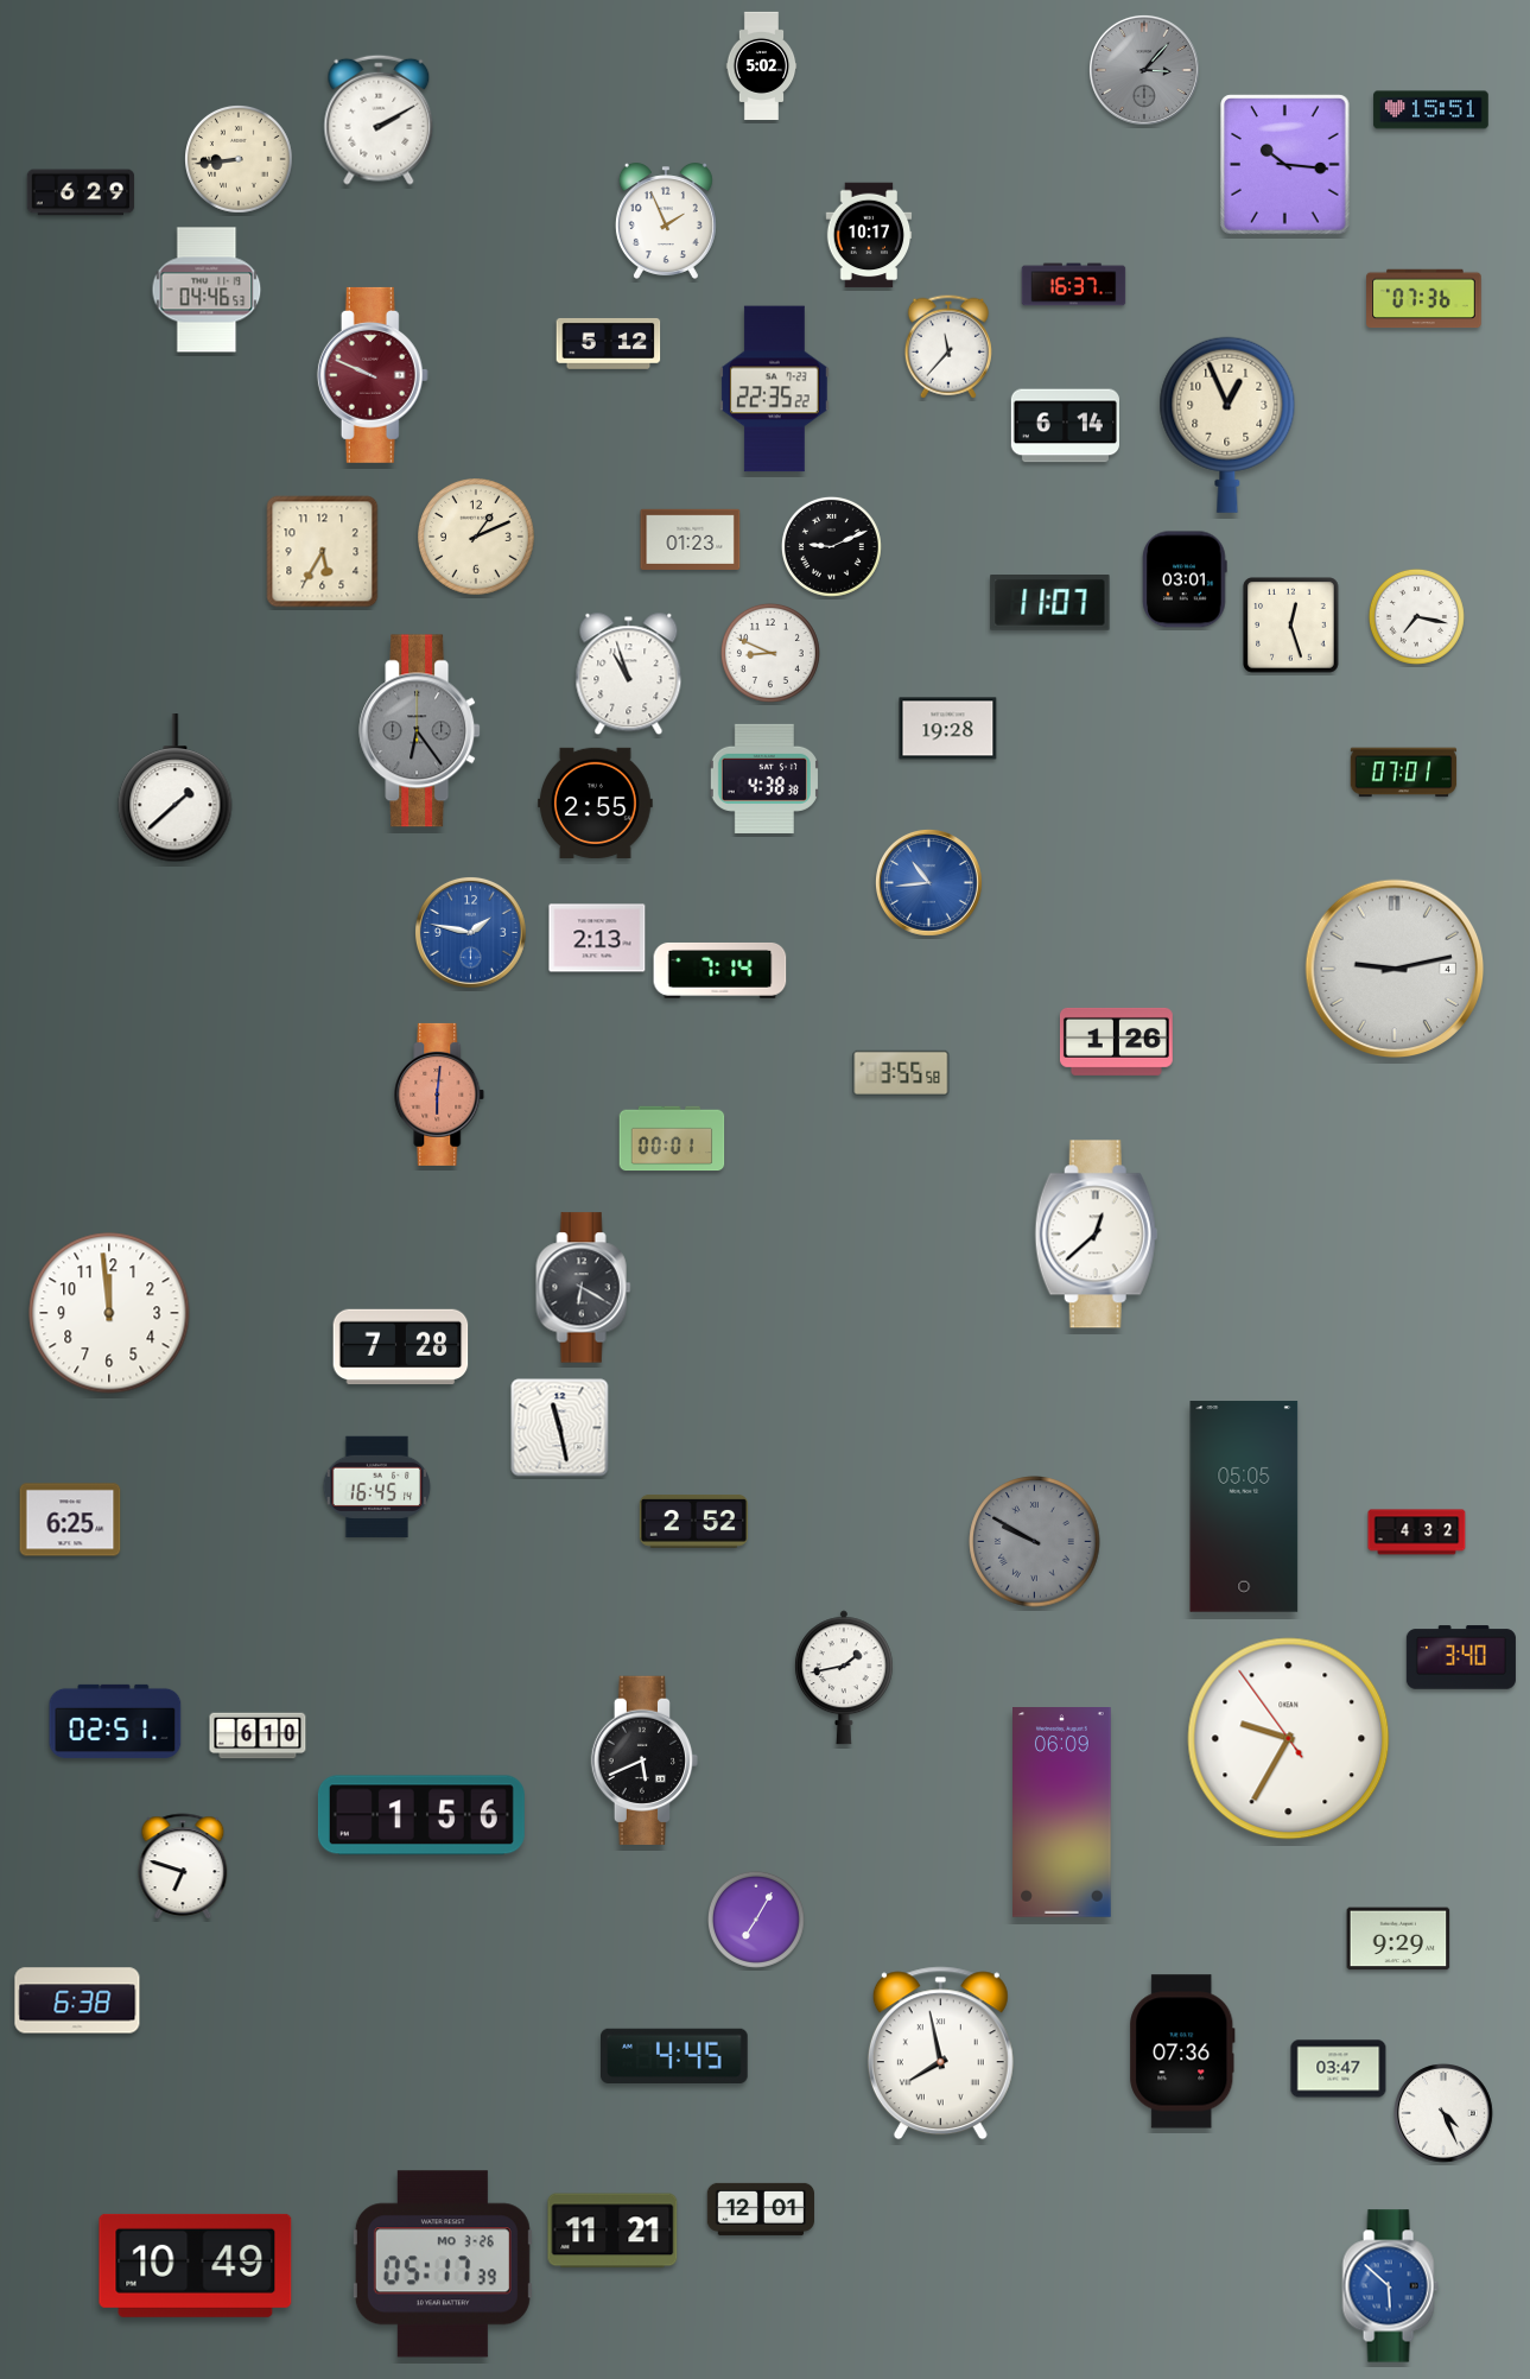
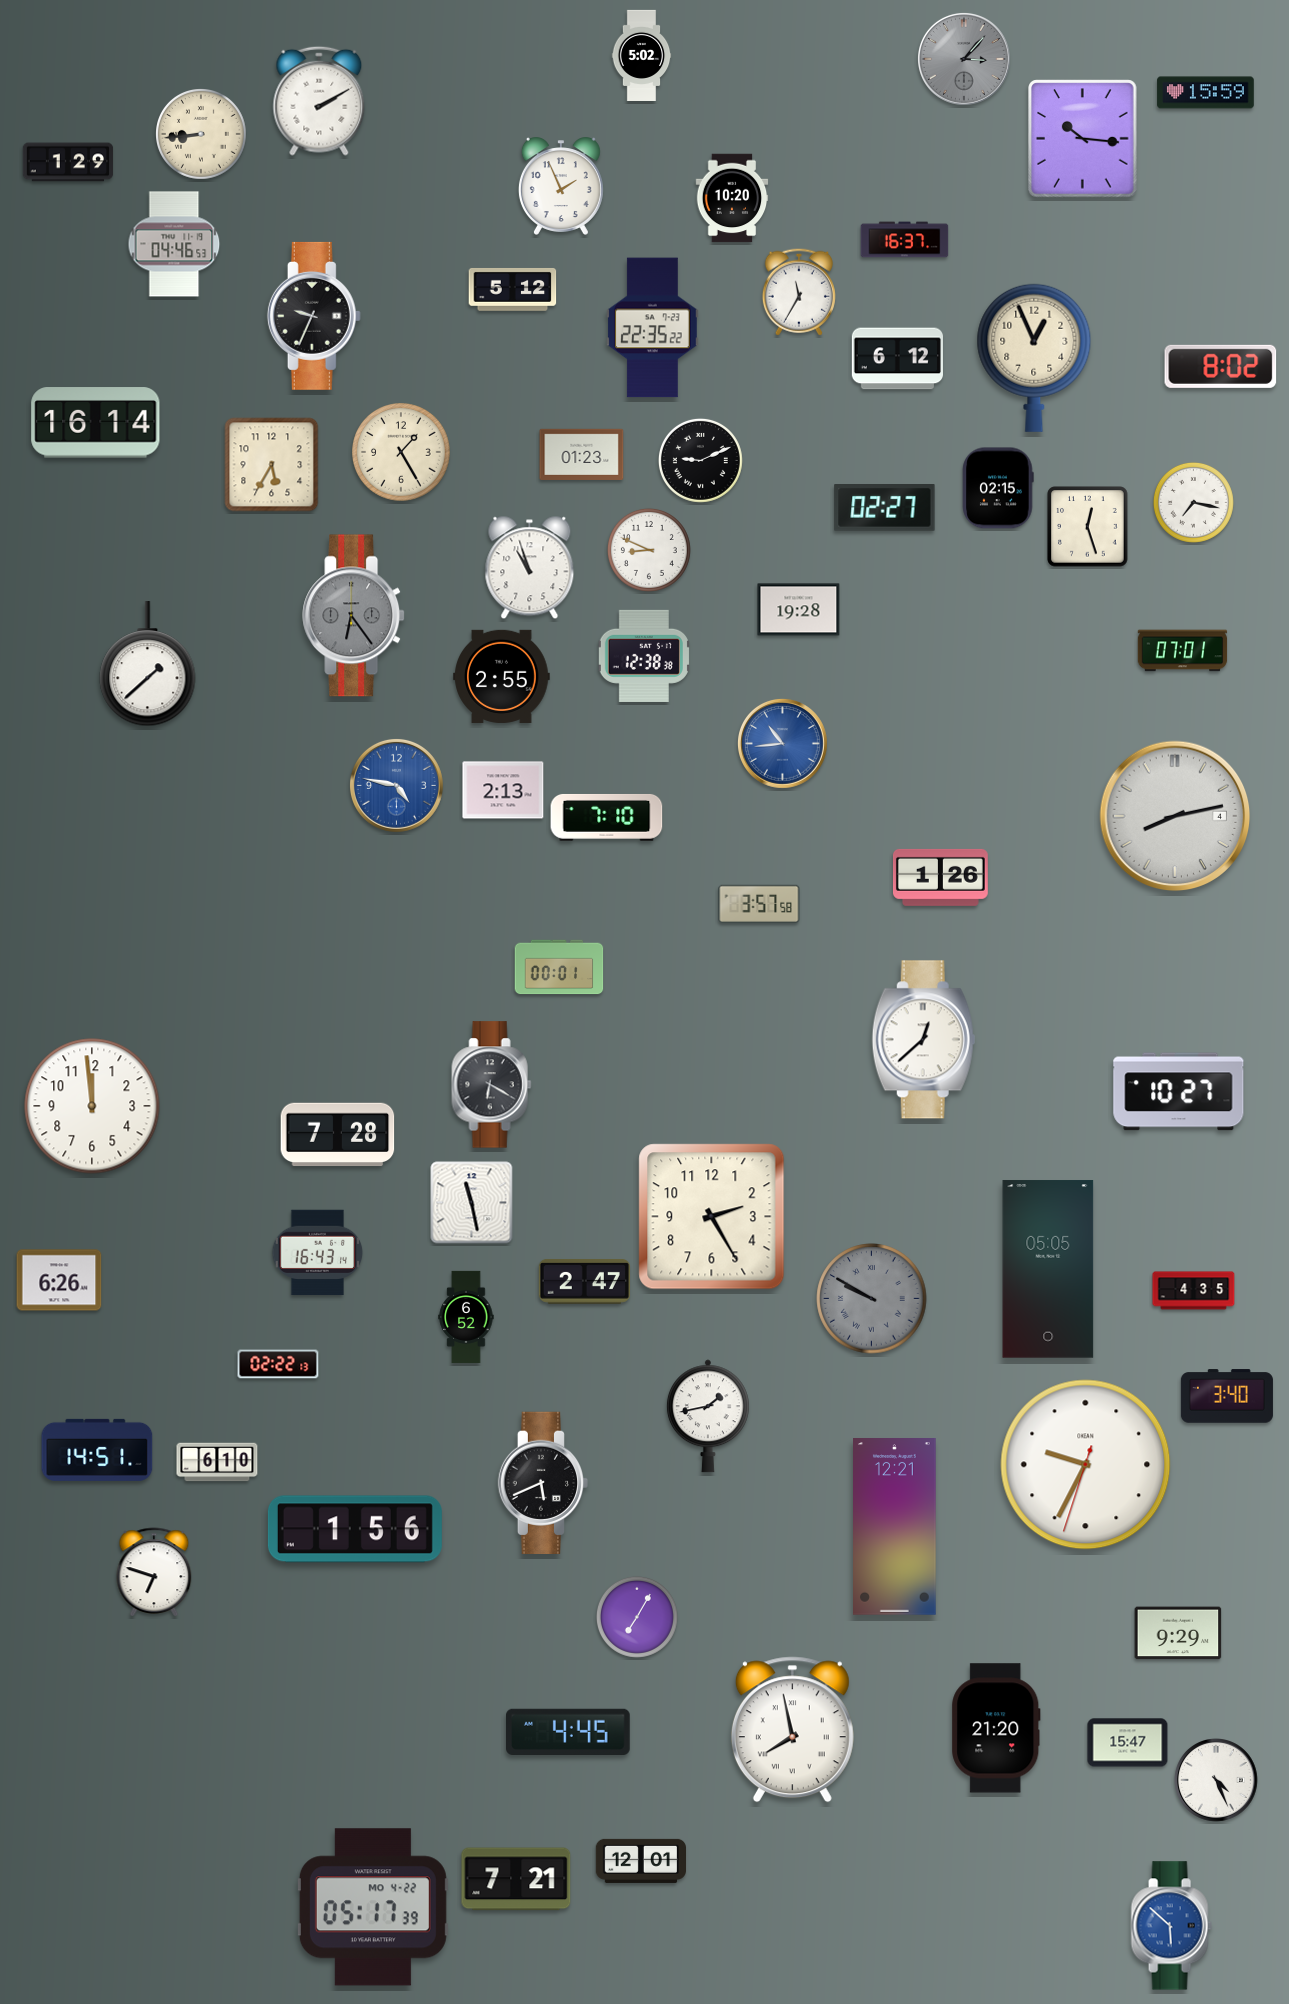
clock at (1431, 110): 15:51 -> 15:59
clock at (81, 192): 6:29 -> 1:29
clock at (869, 235): 10:17 -> 10:20
clock at (1424, 299): 07:36 -> none
clock at (948, 347): 11:37 -> 11:35
clock at (373, 375): 9:49 -> 9:34
clock at (373, 375) dial: burgundy -> black
clock at (1065, 426): 6:14 -> 6:12
clock at (1221, 366): none -> 8:02
clock at (96, 423): none -> 16:14
clock at (476, 537): 1:11 -> 1:25
clock at (1185, 579): 03:01 -> 02:15
clock at (1050, 603): 11:07 -> 02:27
clock at (1416, 616) position: (1416, 616) -> (1193, 502)
clock at (948, 729) position: (948, 729) -> (799, 610)
clock at (764, 779): 4:38 -> 12:38
clock at (470, 932): 1:47 -> 4:47
clock at (1395, 969): 9:13 -> 8:13
clock at (720, 970): 7:14 -> 7:10
clock at (901, 1073): 3:55 -> 3:57
clock at (439, 1095): 6:01 -> none
clock at (672, 1138) position: (672, 1138) -> (559, 967)
clock at (1179, 1092): none -> 10:27
clock at (712, 1217): none -> 2:25
clock at (377, 1487): 16:45 -> 16:43
clock at (70, 1520): 6:25 -> 6:26
clock at (693, 1522): 2:52 -> 2:47
clock at (1417, 1533): 4:32 -> 4:35
clock at (466, 1317): none -> 6:52
clock at (278, 1364): none -> 02:22
clock at (1461, 1657) position: (1461, 1657) -> (1227, 1396)
clock at (844, 1677) position: (844, 1677) -> (708, 1416)
clock at (115, 1721): 02:51 -> 14:51
clock at (1289, 1739): 9:34:54 -> 9:34:33
clock at (1062, 1813): 06:09 -> 12:21
clock at (77, 2000): 6:38 -> none
clock at (1182, 2051): 07:36 -> 21:20
clock at (1339, 2069): 03:47 -> 15:47
clock at (612, 2231): 11:21 -> 7:21
clock at (443, 2264) date: MO 3-26 -> MO 4-22
clock at (196, 2265): 10:49 -> none
